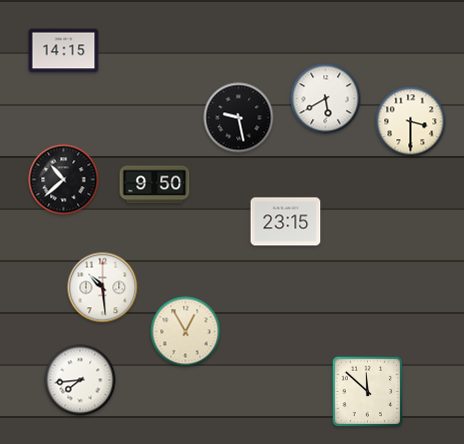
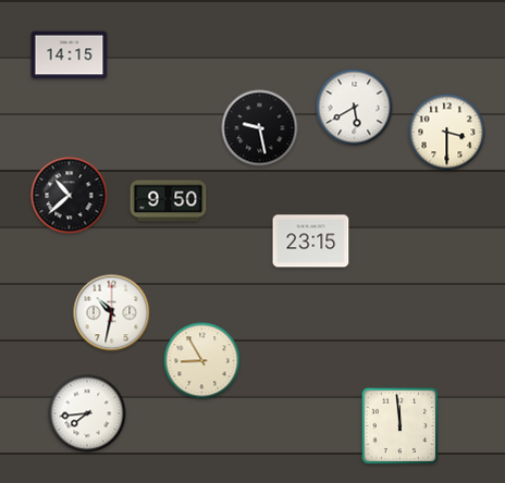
clock at (103, 288): 10:29 -> 10:32
clock at (186, 332): 12:55 -> 8:55
clock at (368, 392): 11:52 -> 11:59
